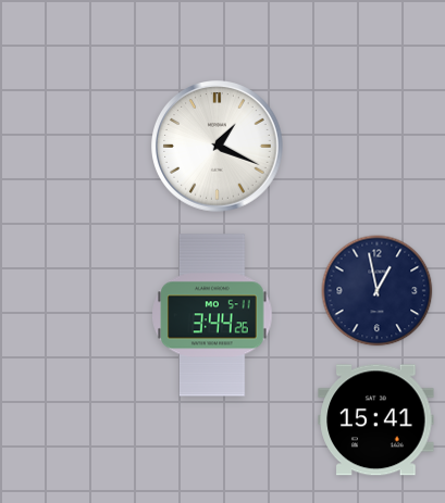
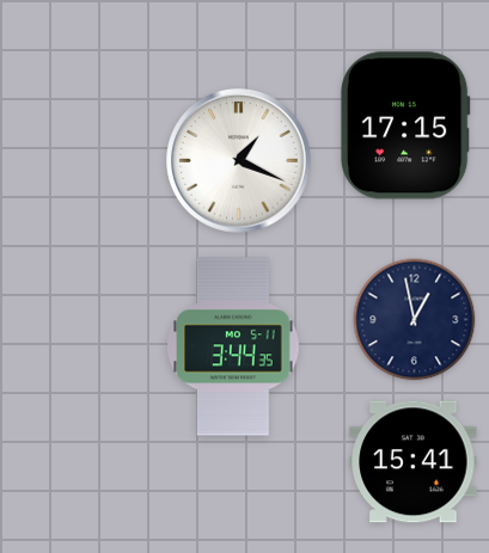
clock at (405, 125): none -> 17:15
clock at (212, 315): 3:44:26 -> 3:44:35
